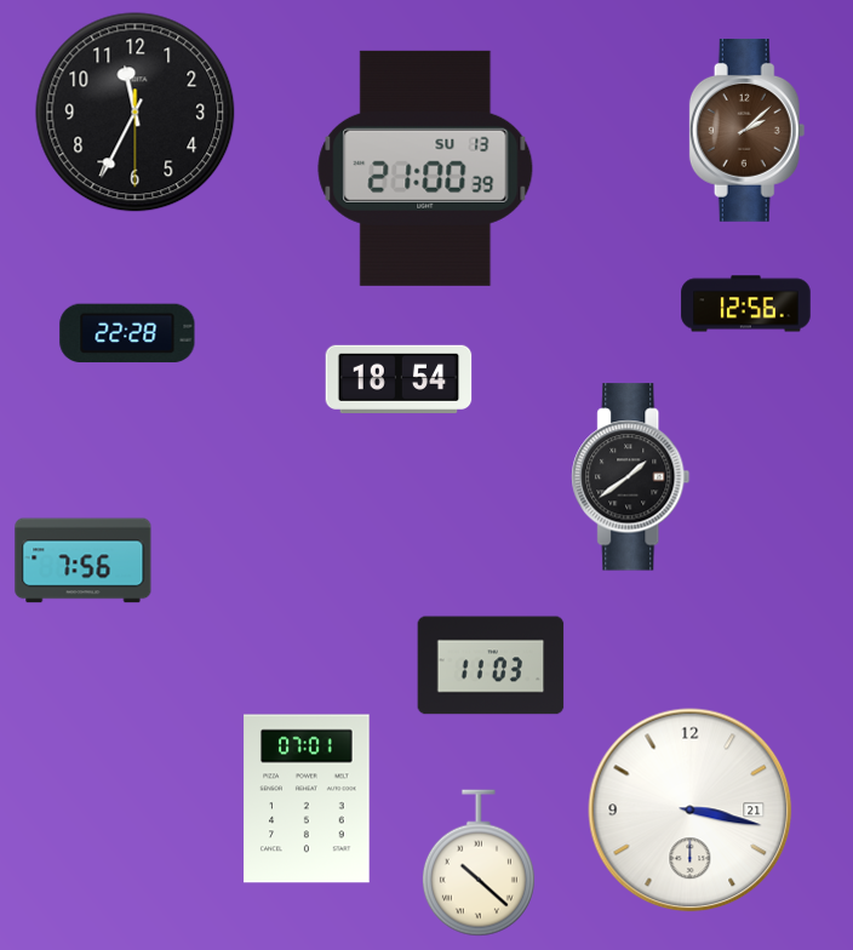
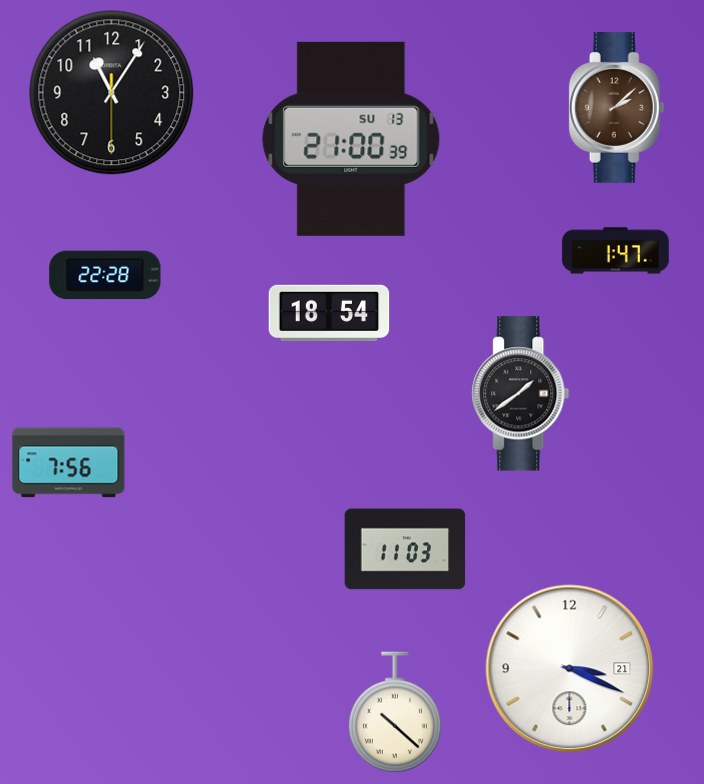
clock at (136, 113): 11:34 -> 11:05
clock at (746, 304): 12:56 -> 1:47
clock at (307, 799): 07:01 -> none
clock at (691, 811): 3:17 -> 3:19
